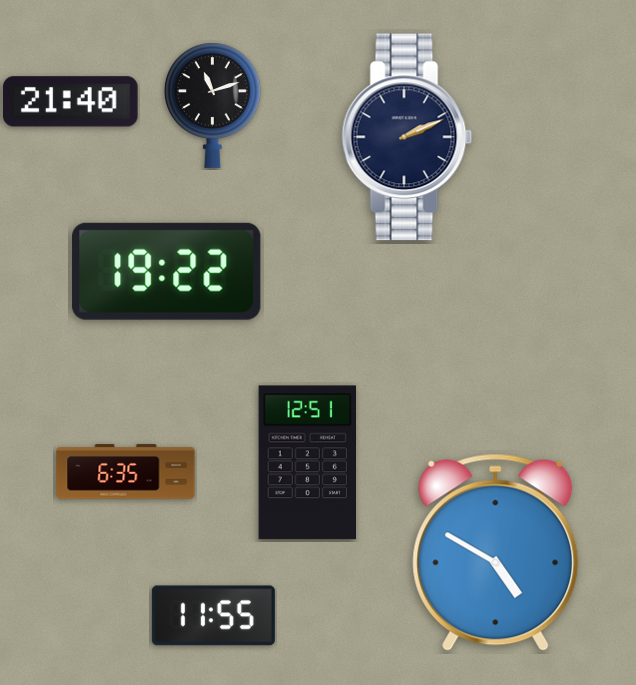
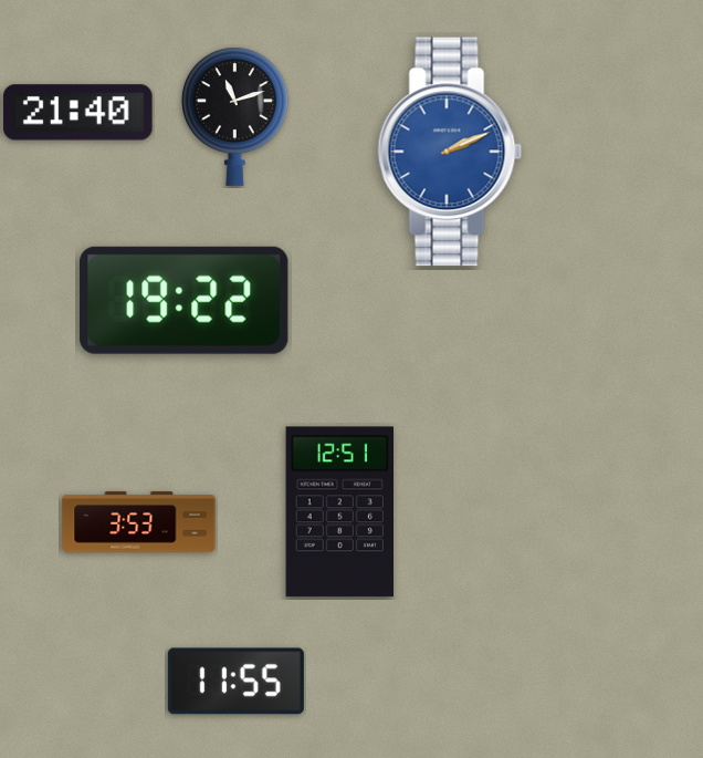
clock at (407, 137) dial: navy -> blue
clock at (126, 472): 6:35 -> 3:53
clock at (496, 553): 4:50 -> none
